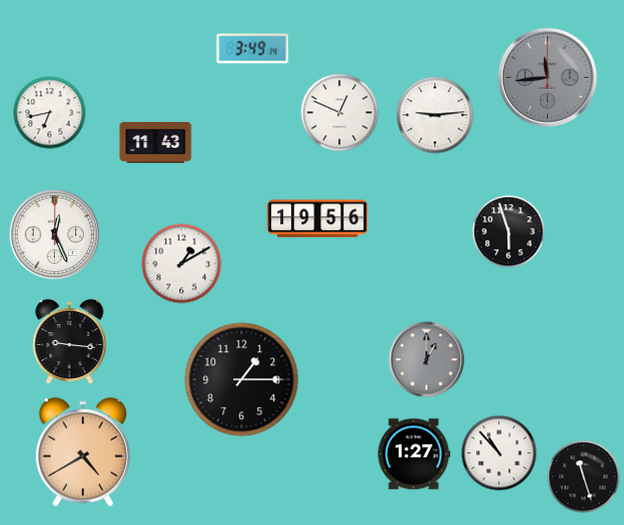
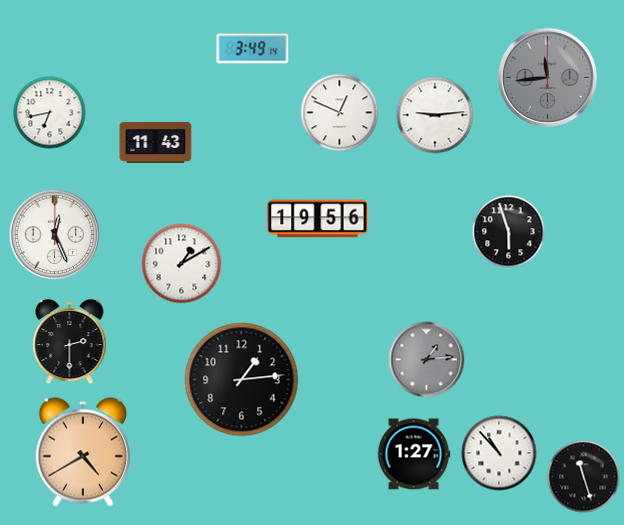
clock at (70, 342): 9:16 -> 2:30
clock at (427, 360): 1:00 -> 1:14
clock at (242, 380): 1:15 -> 1:14
